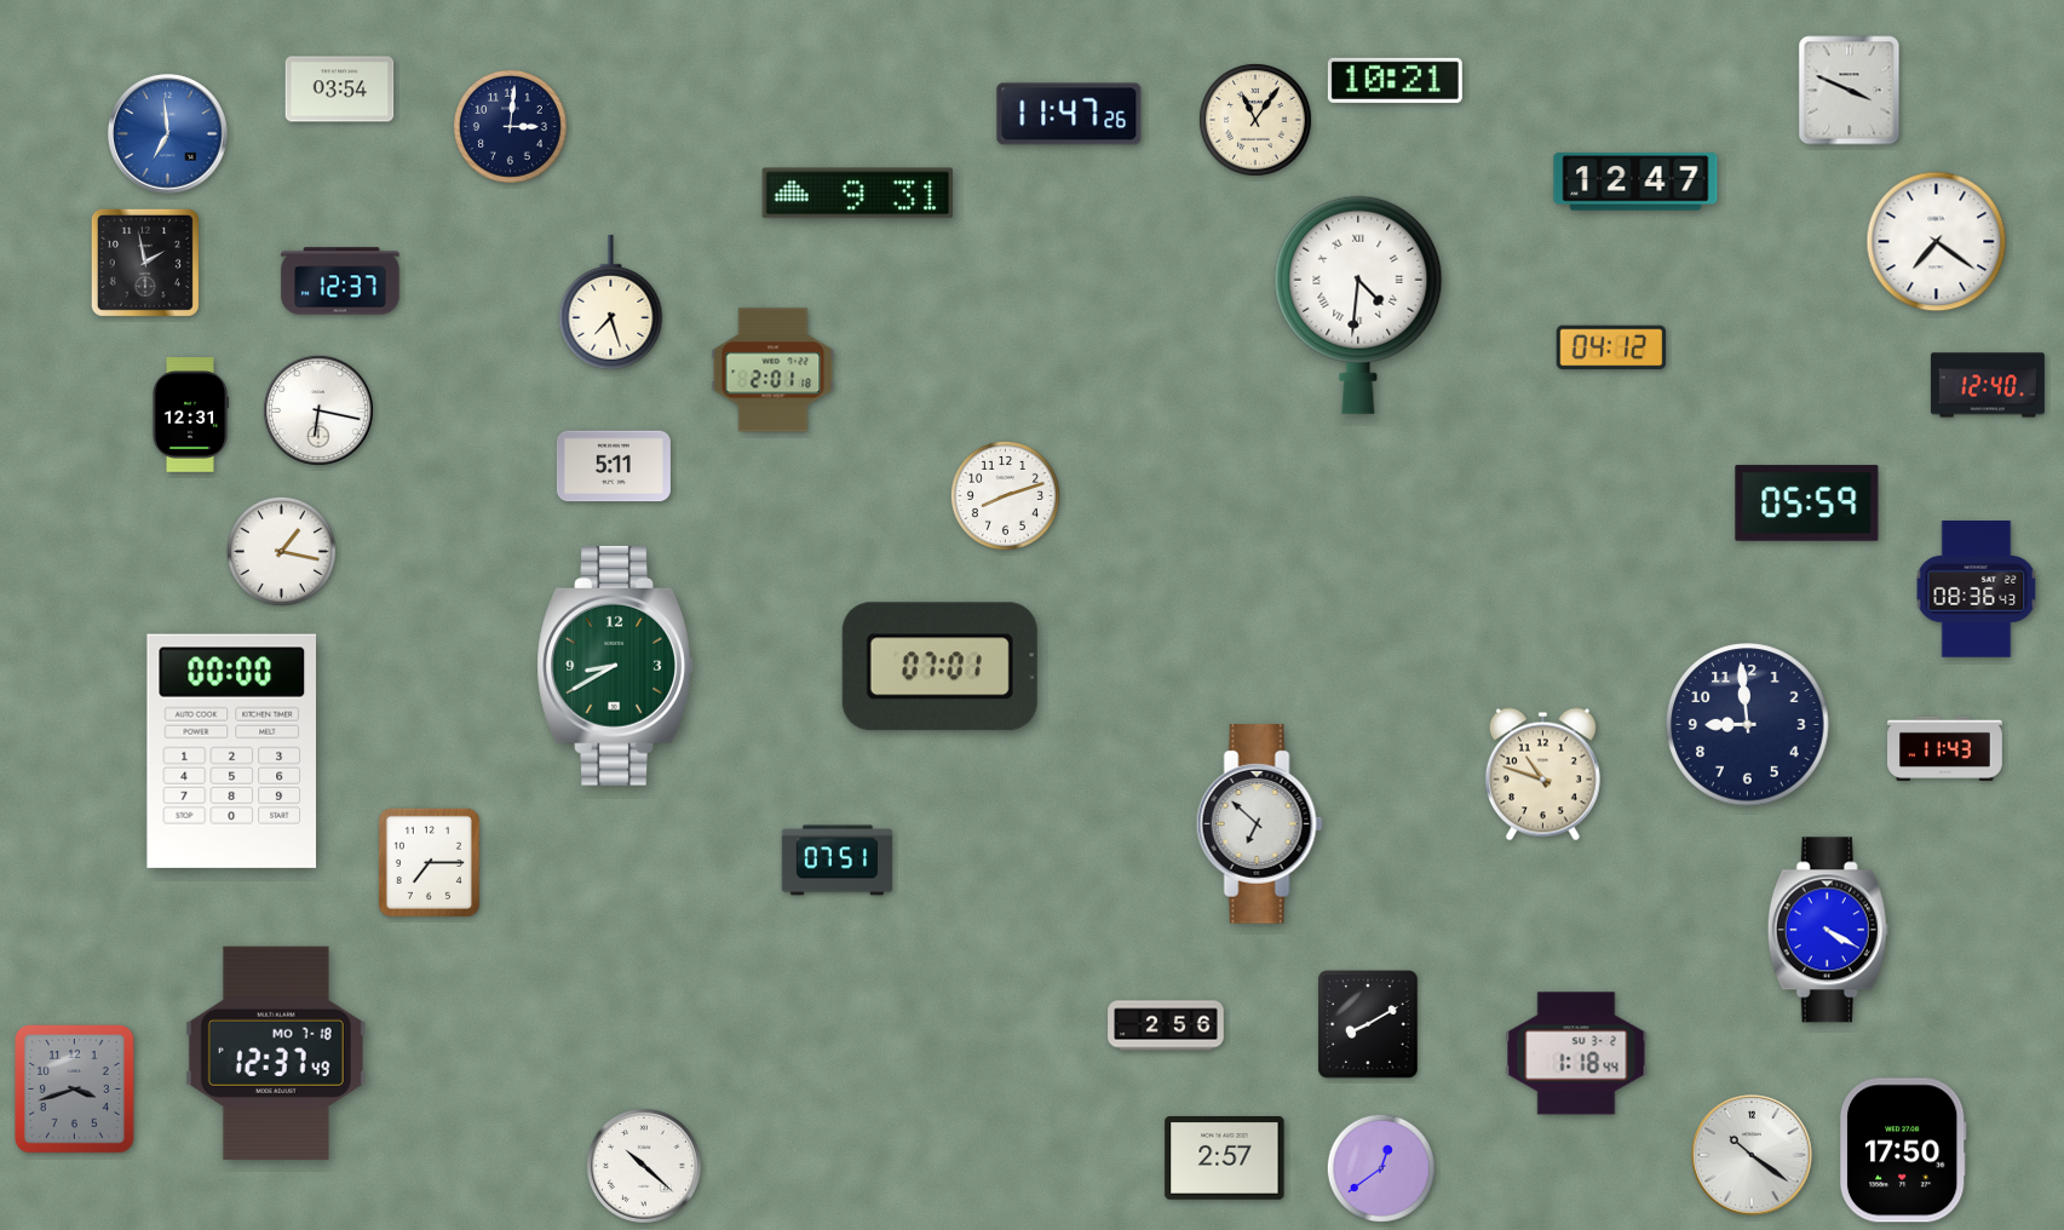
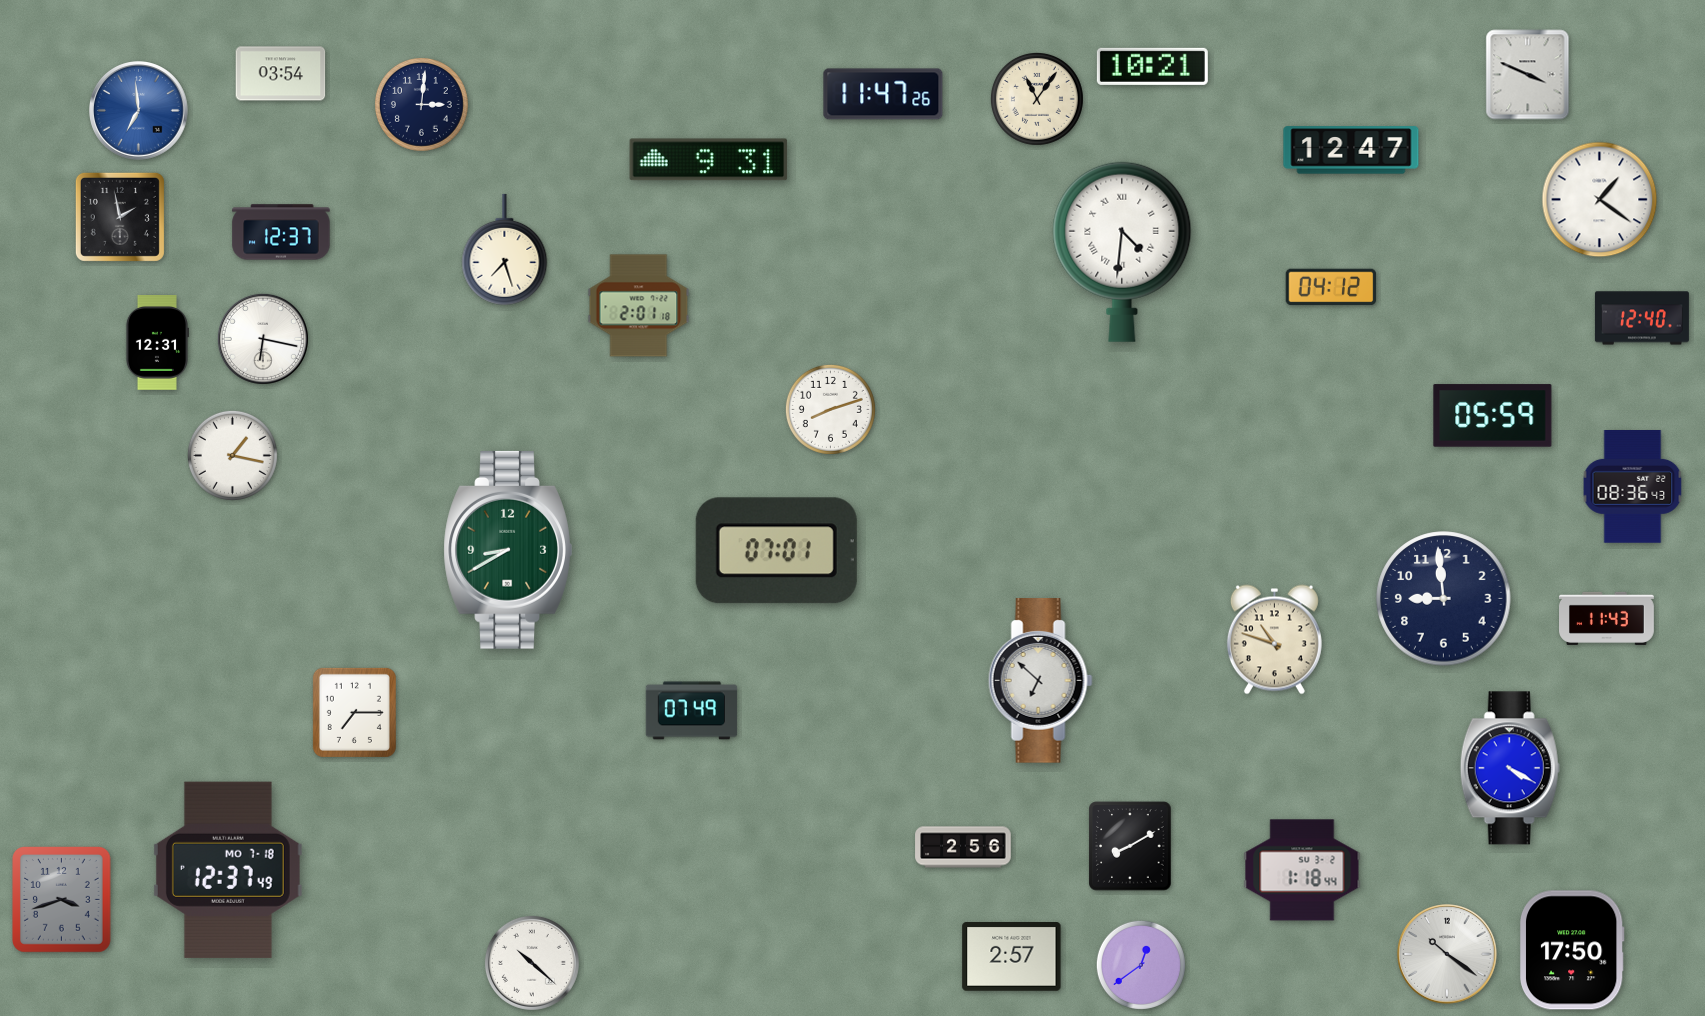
clock at (1937, 242): 7:21 -> 1:21
clock at (614, 466): 5:11 -> none
clock at (231, 751): 00:00 -> none
clock at (838, 861): 07:51 -> 07:49
